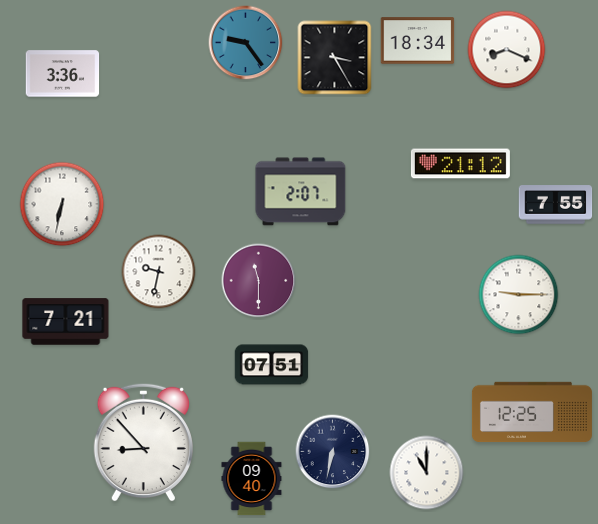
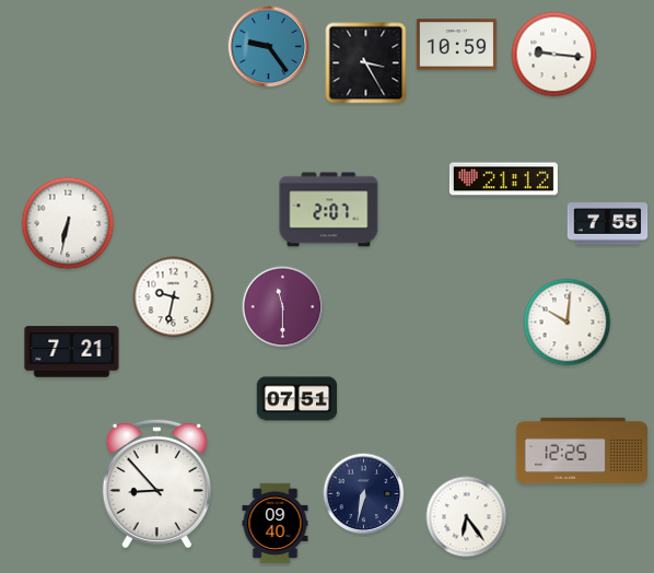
clock at (418, 41): 18:34 -> 10:59
clock at (507, 50): 8:19 -> 9:16
clock at (63, 74): 3:36 -> none
clock at (519, 295): 9:15 -> 10:01
clock at (427, 473): 11:00 -> 6:24
